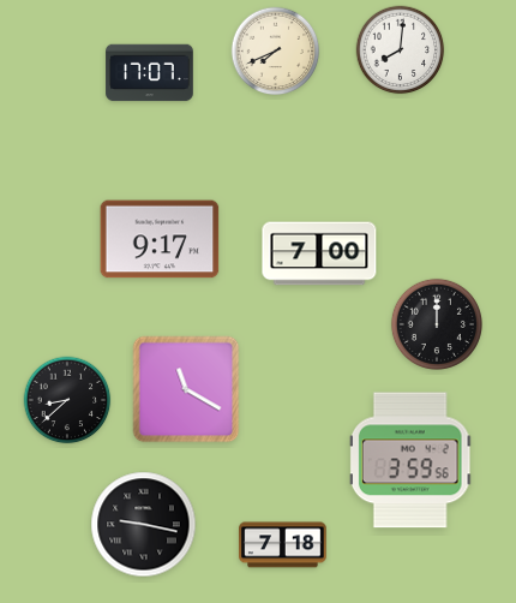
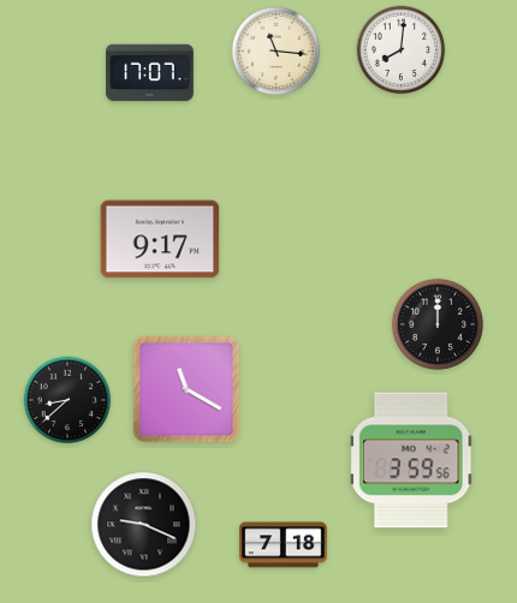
clock at (276, 52): 7:41 -> 11:16
clock at (319, 253): 7:00 -> none
clock at (144, 525): 9:17 -> 9:19
